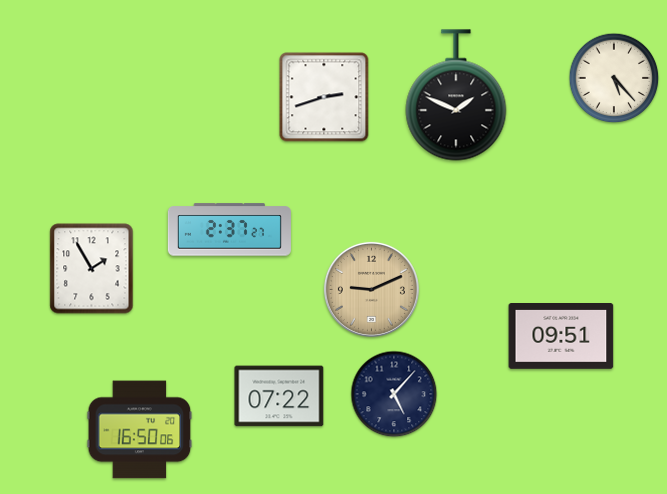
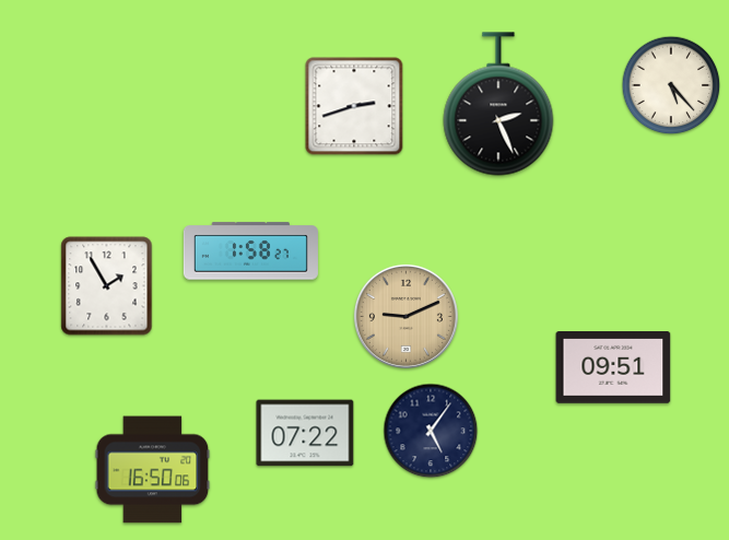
clock at (456, 95): 1:49 -> 2:26
clock at (229, 230): 2:37 -> 1:58
clock at (92, 269) position: (92, 269) -> (107, 286)
clock at (394, 394): 5:07 -> 5:06
